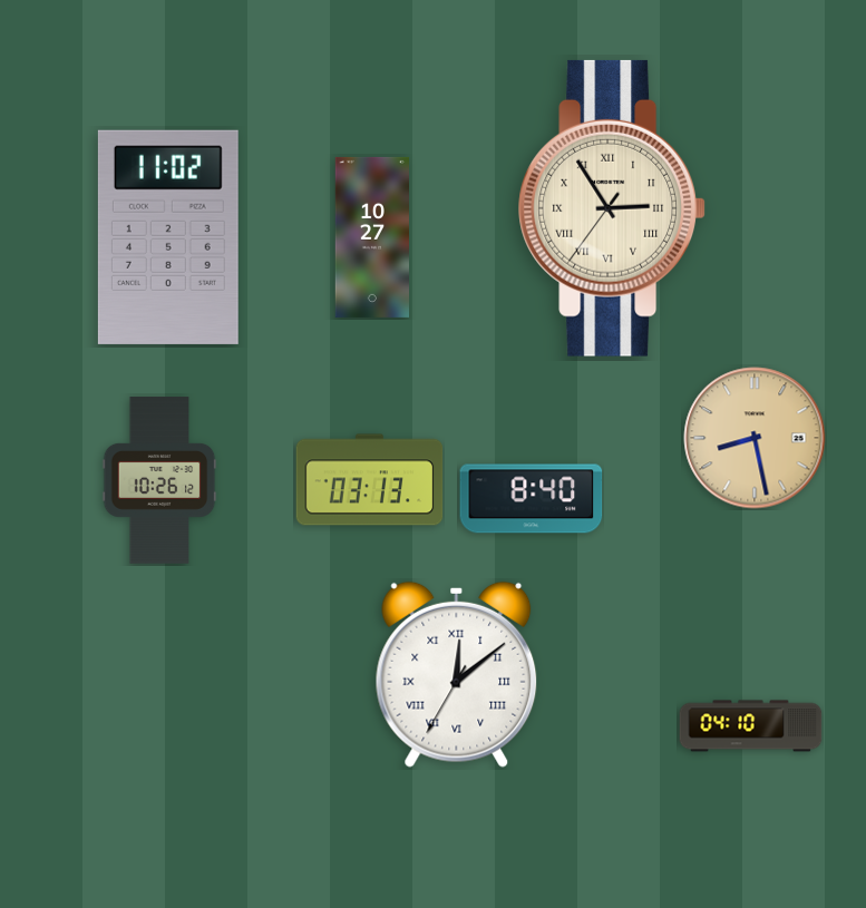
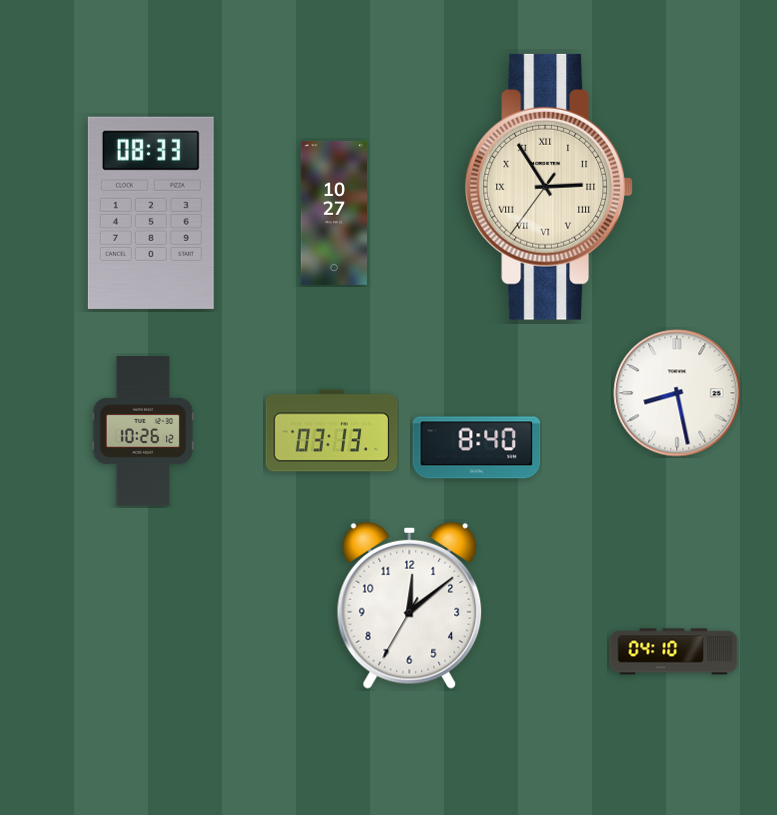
clock at (168, 237): 11:02 -> 08:33
clock at (755, 438) dial: champagne -> white
clock at (457, 674) numerals: Roman -> Arabic
